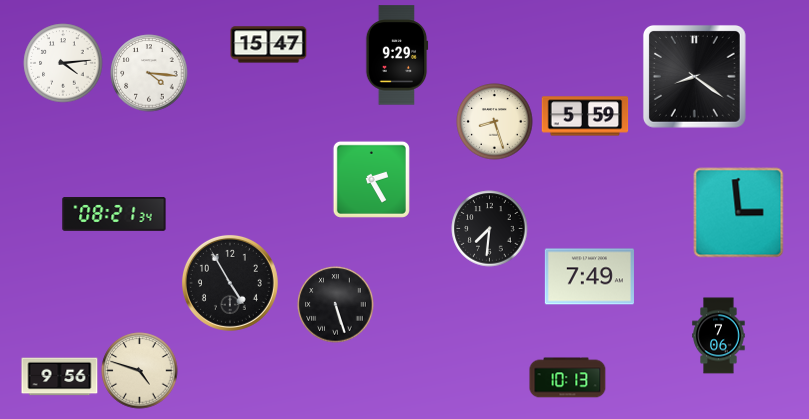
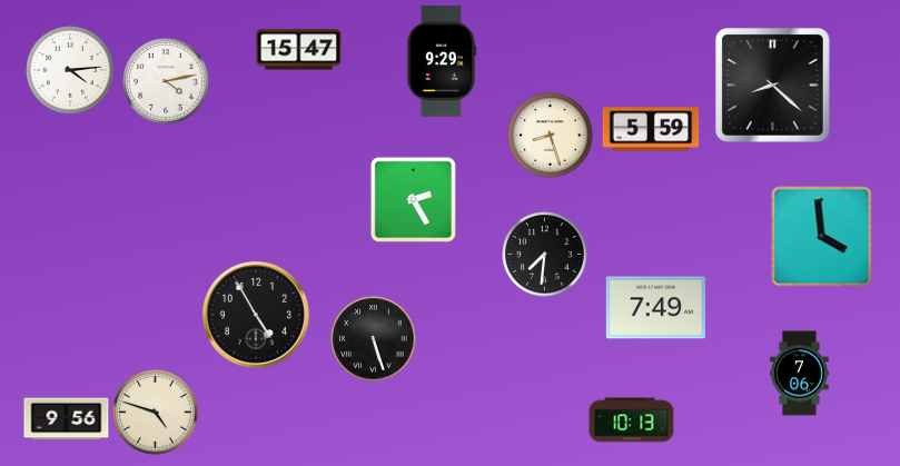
clock at (149, 73): 4:16 -> 4:13
clock at (694, 76): 8:21 -> 8:22
clock at (739, 213): 2:59 -> 3:59
clock at (114, 215): 08:21 -> none
